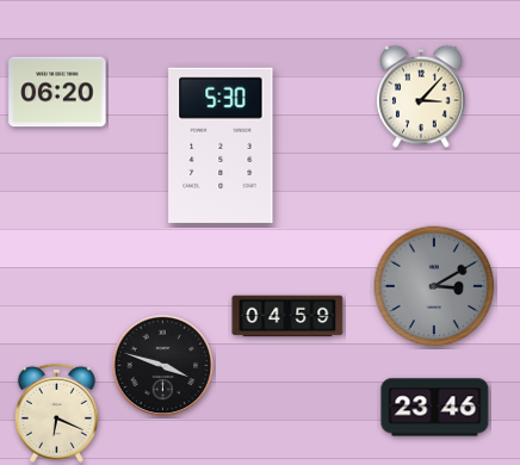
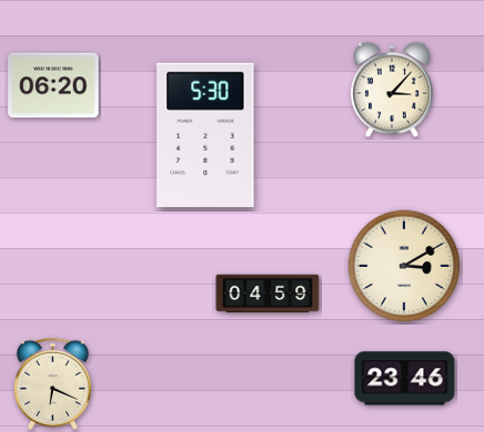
clock at (434, 286) dial: grey -> cream
clock at (163, 366): 3:48 -> none
